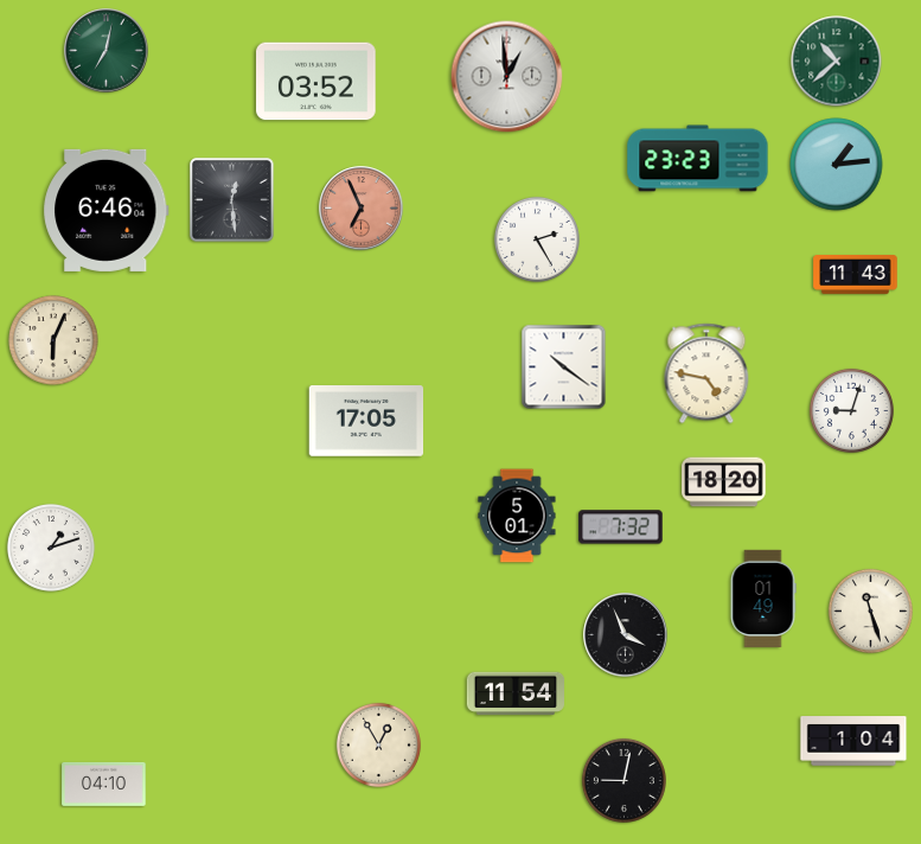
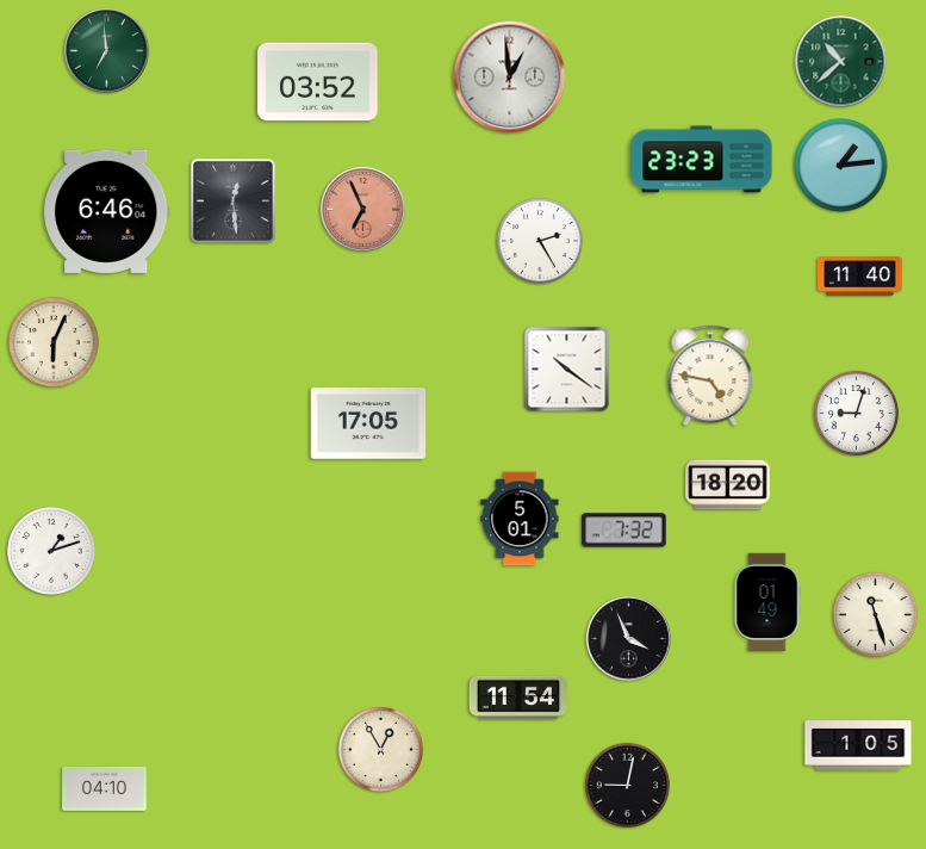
clock at (107, 51): 7:02 -> 6:59
clock at (856, 275): 11:43 -> 11:40
clock at (853, 741): 1:04 -> 1:05
